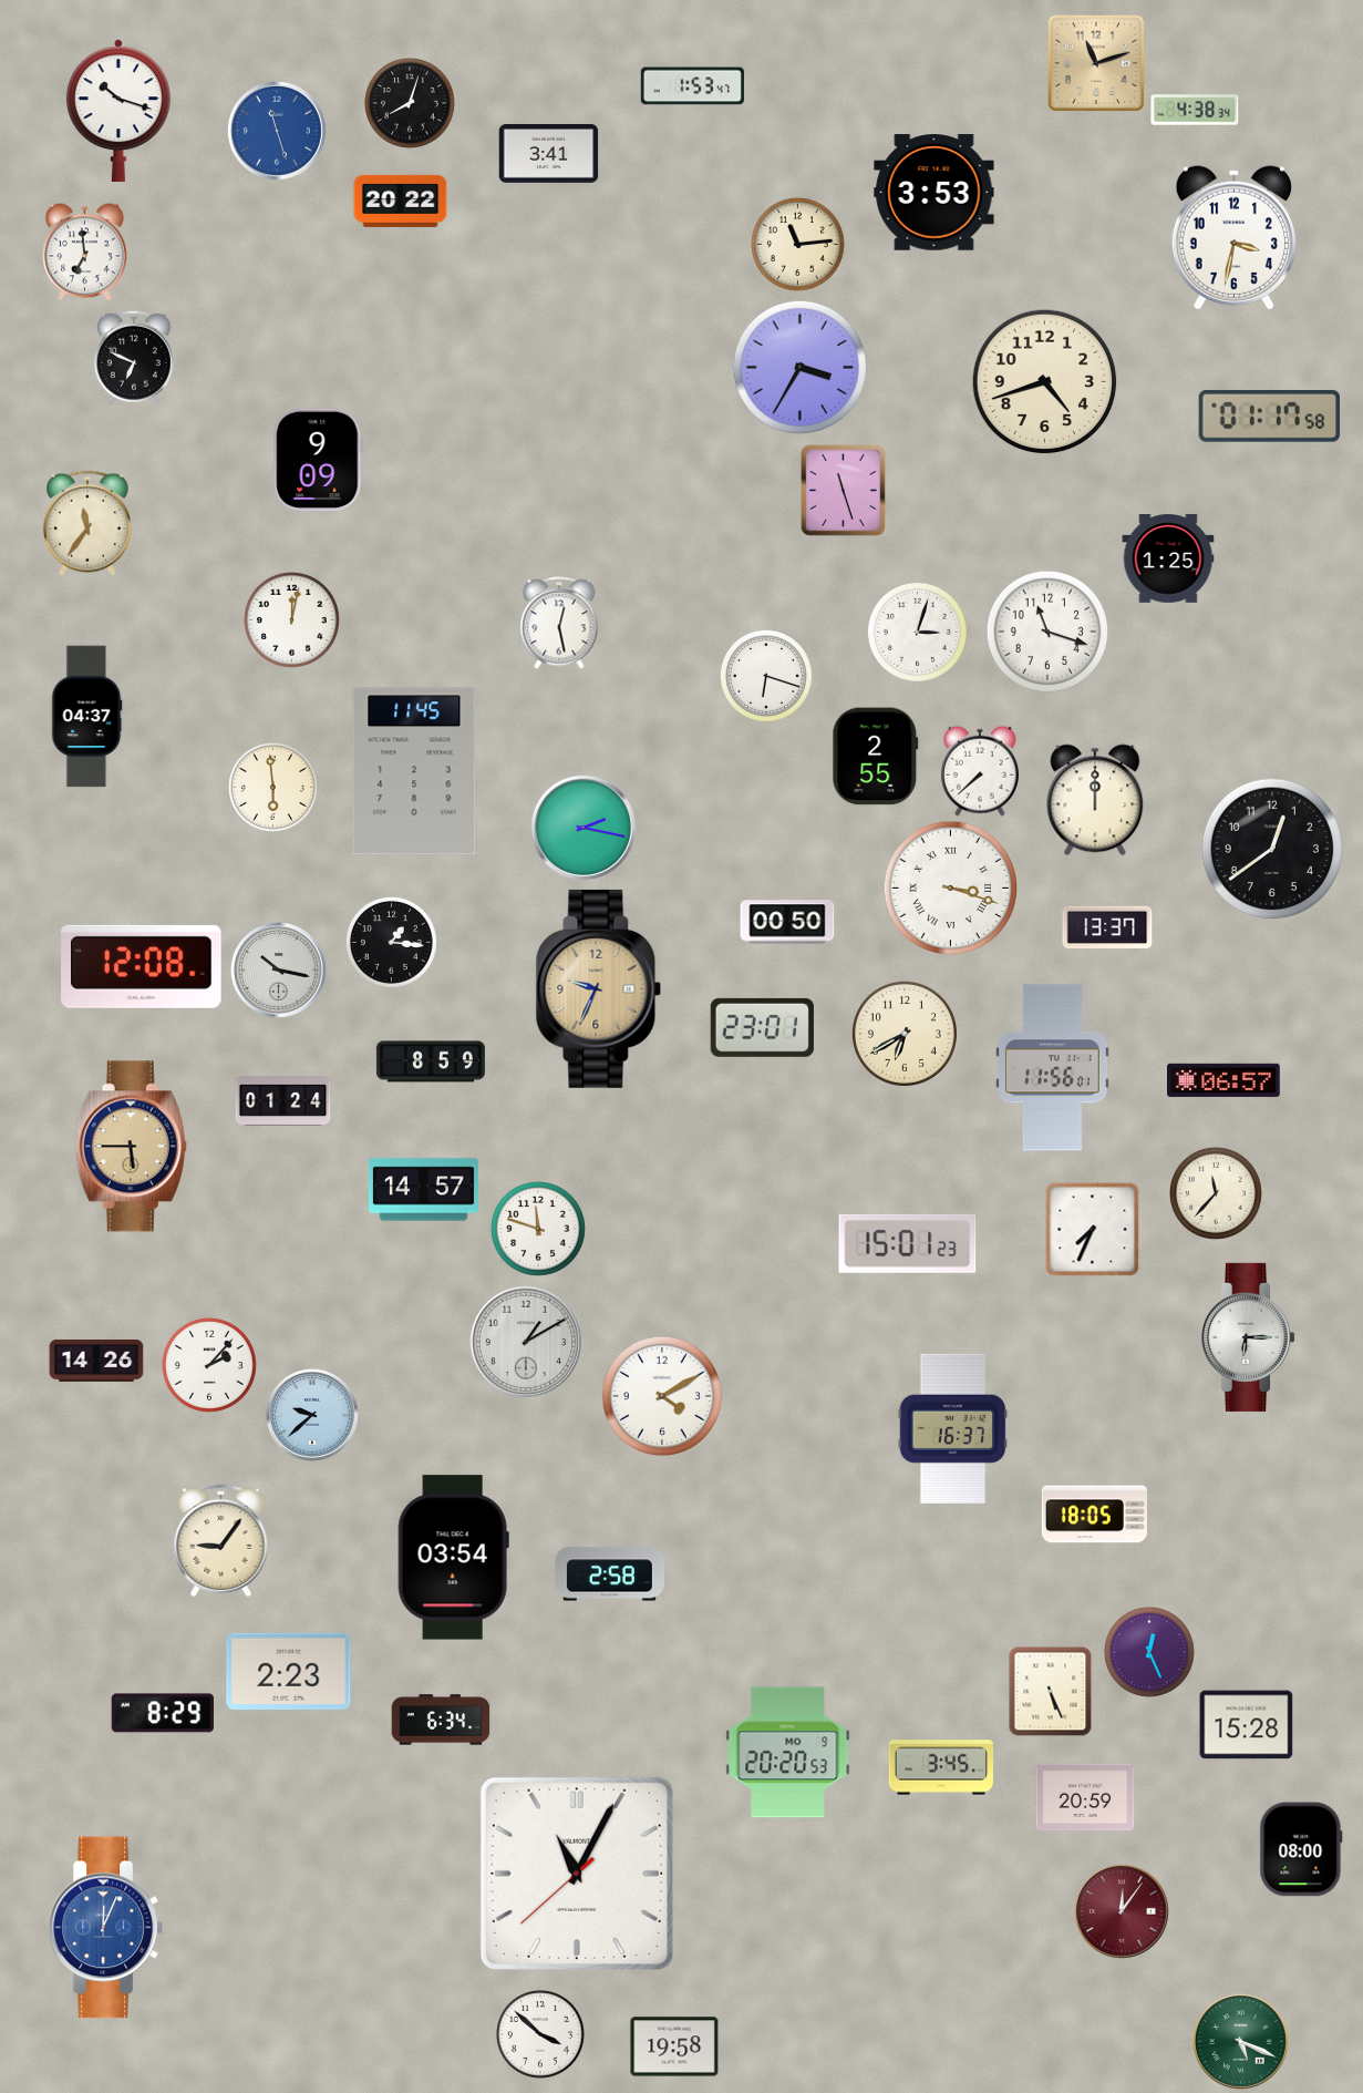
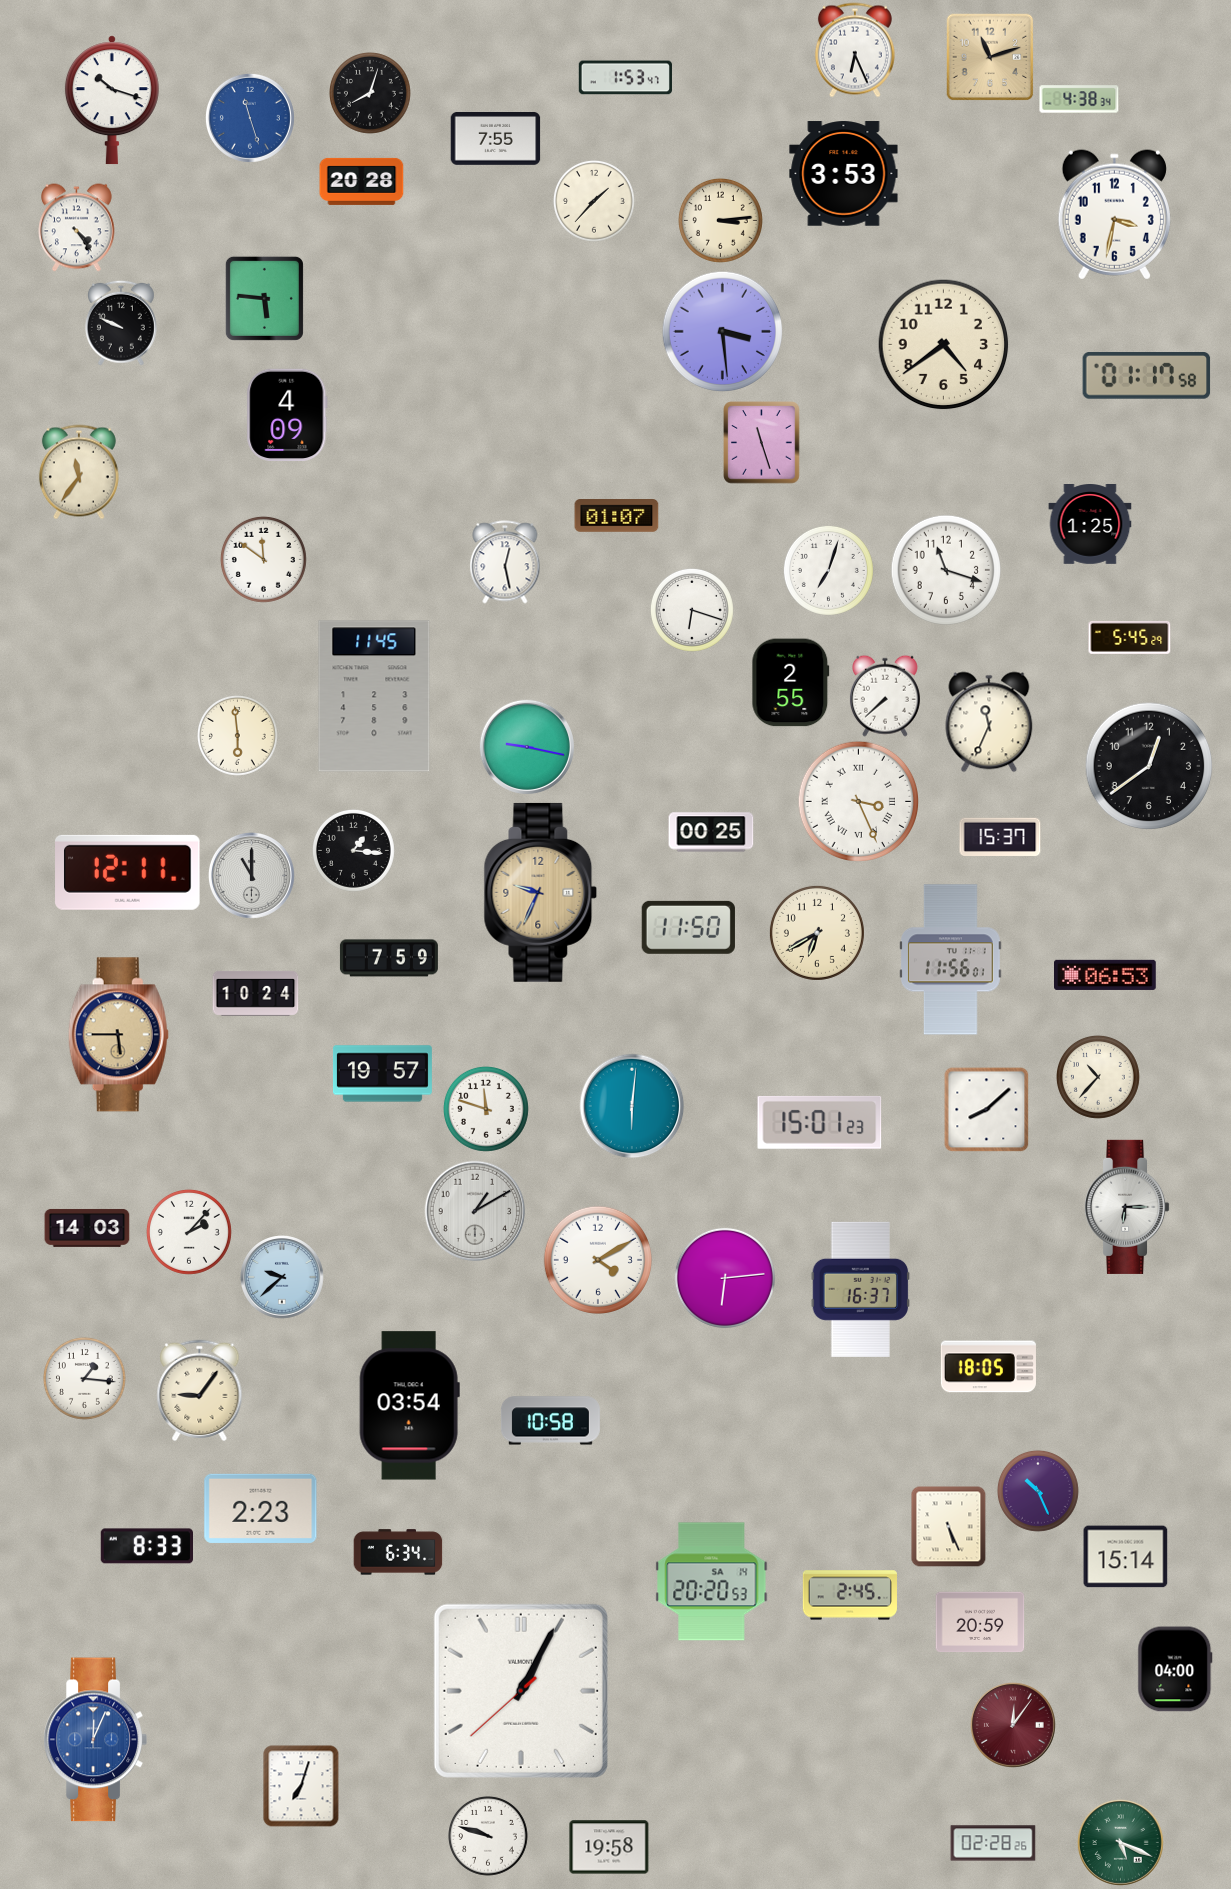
clock at (855, 50): none -> 6:26
clock at (118, 111) position: (118, 111) -> (112, 100)
clock at (549, 154): 3:41 -> 7:55
clock at (401, 201): 20:22 -> 20:28
clock at (594, 201): none -> 1:37
clock at (797, 244): 11:14 -> 3:14
clock at (85, 253): 6:59 -> 4:24
clock at (264, 298): none -> 5:46
clock at (134, 358): 6:49 -> 9:49
clock at (799, 367): 3:35 -> 3:29
clock at (1045, 382): 4:42 -> 4:39
clock at (318, 459): 9:09 -> 4:09
clock at (1168, 560) position: (1168, 560) -> (1090, 525)
clock at (617, 516): none -> 01:07
clock at (291, 619): 12:02 -> 11:51
clock at (917, 632): 3:03 -> 7:03
clock at (1130, 637): none -> 5:45
clock at (87, 717): 04:37 -> none
clock at (273, 788) position: (273, 788) -> (238, 736)
clock at (1095, 800): 12:00 -> 11:34
clock at (584, 828): 2:17 -> 9:17
clock at (950, 888): 3:18 -> 3:26
clock at (787, 922): 00:50 -> 00:25
clock at (1107, 926): 13:37 -> 15:37
clock at (142, 966): 12:08 -> 12:11
clock at (279, 971): 10:17 -> 11:00
clock at (762, 1027): 23:01 -> 11:50
clock at (431, 1061): 8:59 -> 7:59
clock at (1053, 1068) position: (1053, 1068) -> (951, 960)
clock at (1225, 1080): 06:57 -> 06:53
clock at (283, 1100): 01:24 -> 10:24
clock at (423, 1190): 14:57 -> 19:57
clock at (1216, 1193): 11:37 -> 10:37
clock at (632, 1106): none -> 6:01
clock at (1093, 1230): 7:34 -> 8:08
clock at (96, 1361): 14:26 -> 14:03
clock at (725, 1278): none -> 6:14
clock at (84, 1378): none -> 1:16
clock at (609, 1574): 2:58 -> 10:58
clock at (1149, 1652): 12:26 -> 10:26
clock at (162, 1713): 8:29 -> 8:33
clock at (1247, 1725): 15:28 -> 15:14
clock at (788, 1753) date: MO 9 -> SA 14
clock at (941, 1767): 3:45 -> 2:45
clock at (1301, 1849): 08:00 -> 04:00
clock at (577, 1874): 11:04 -> 1:04
clock at (301, 1786): none -> 7:03
clock at (541, 2035): 3:52 -> 9:48
clock at (993, 1843): none -> 02:28
